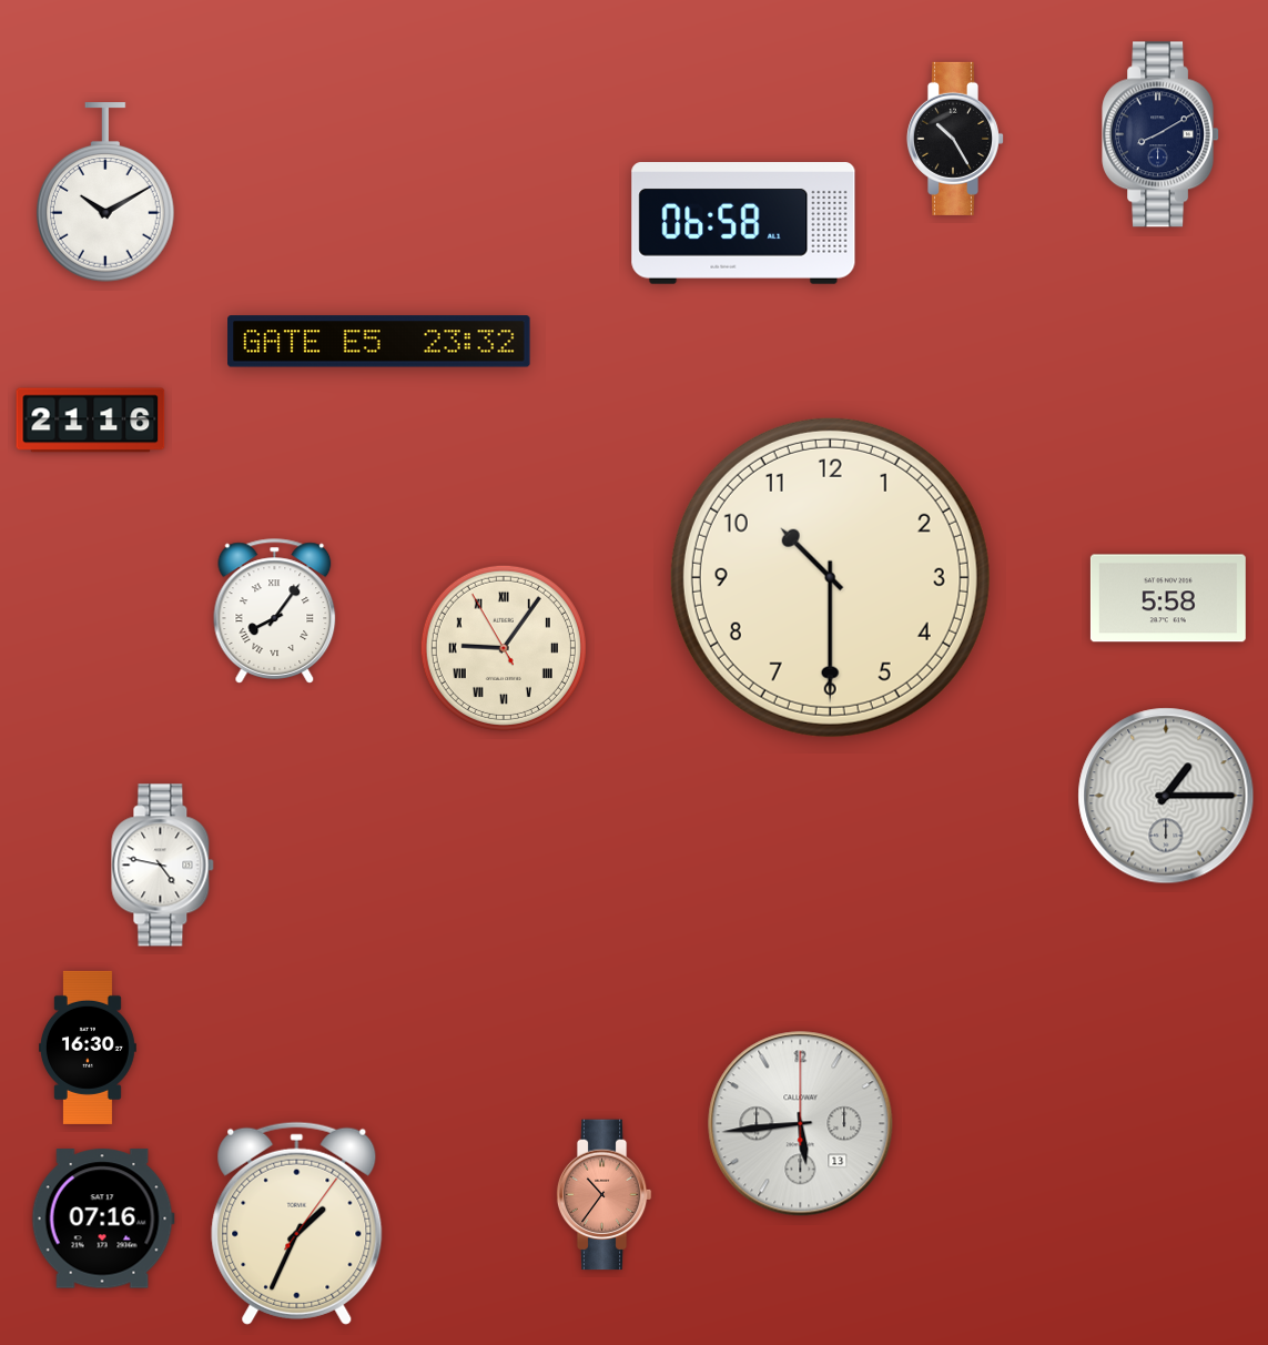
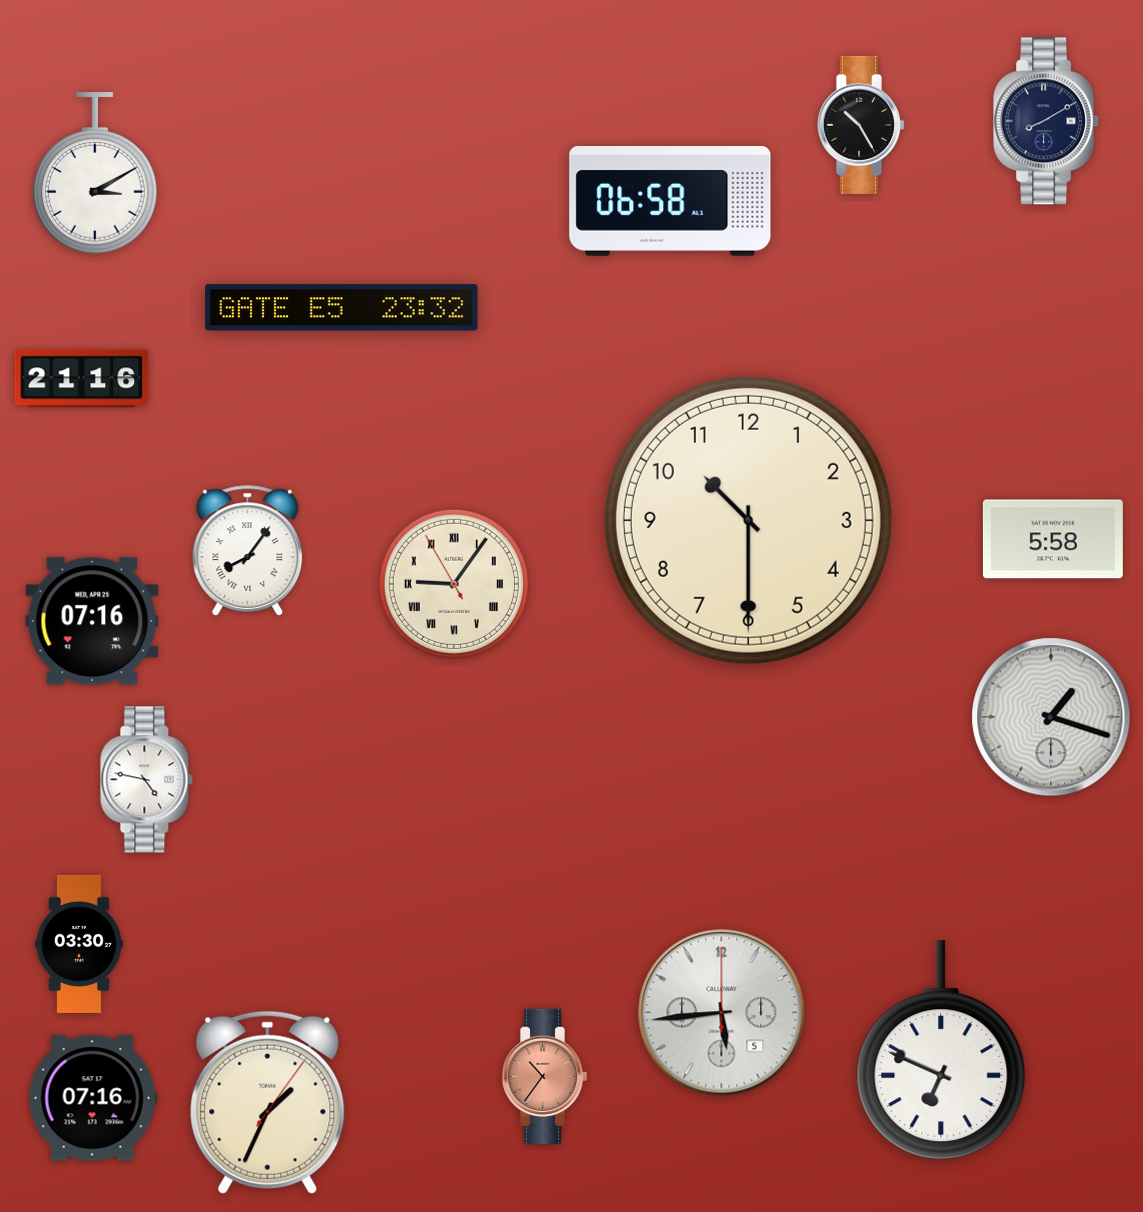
clock at (106, 192): 10:10 -> 3:10
clock at (92, 621): none -> 07:16
clock at (1166, 796): 1:15 -> 1:18
clock at (88, 1048): 16:30 -> 03:30
clock at (801, 1124) date: 13 -> 5
clock at (941, 1051): none -> 6:49
